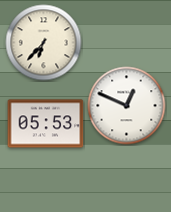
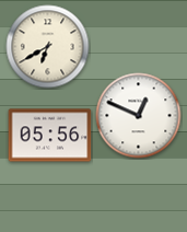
clock at (44, 43): 6:37 -> 6:40
clock at (46, 124): 05:53 -> 05:56
